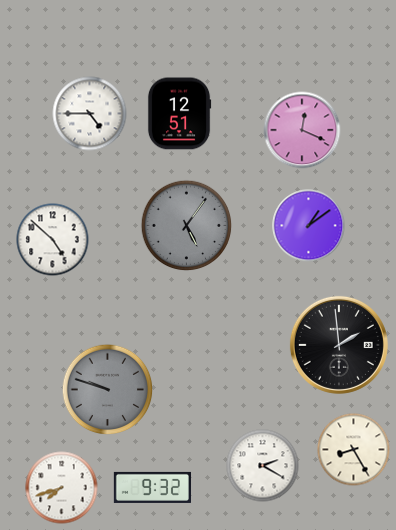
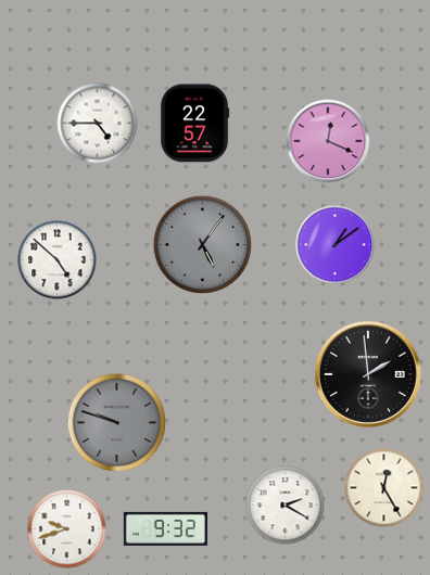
clock at (179, 114): 12:51 -> 22:57
clock at (354, 450): 8:25 -> 12:25
clock at (62, 488): 7:42 -> 9:42
